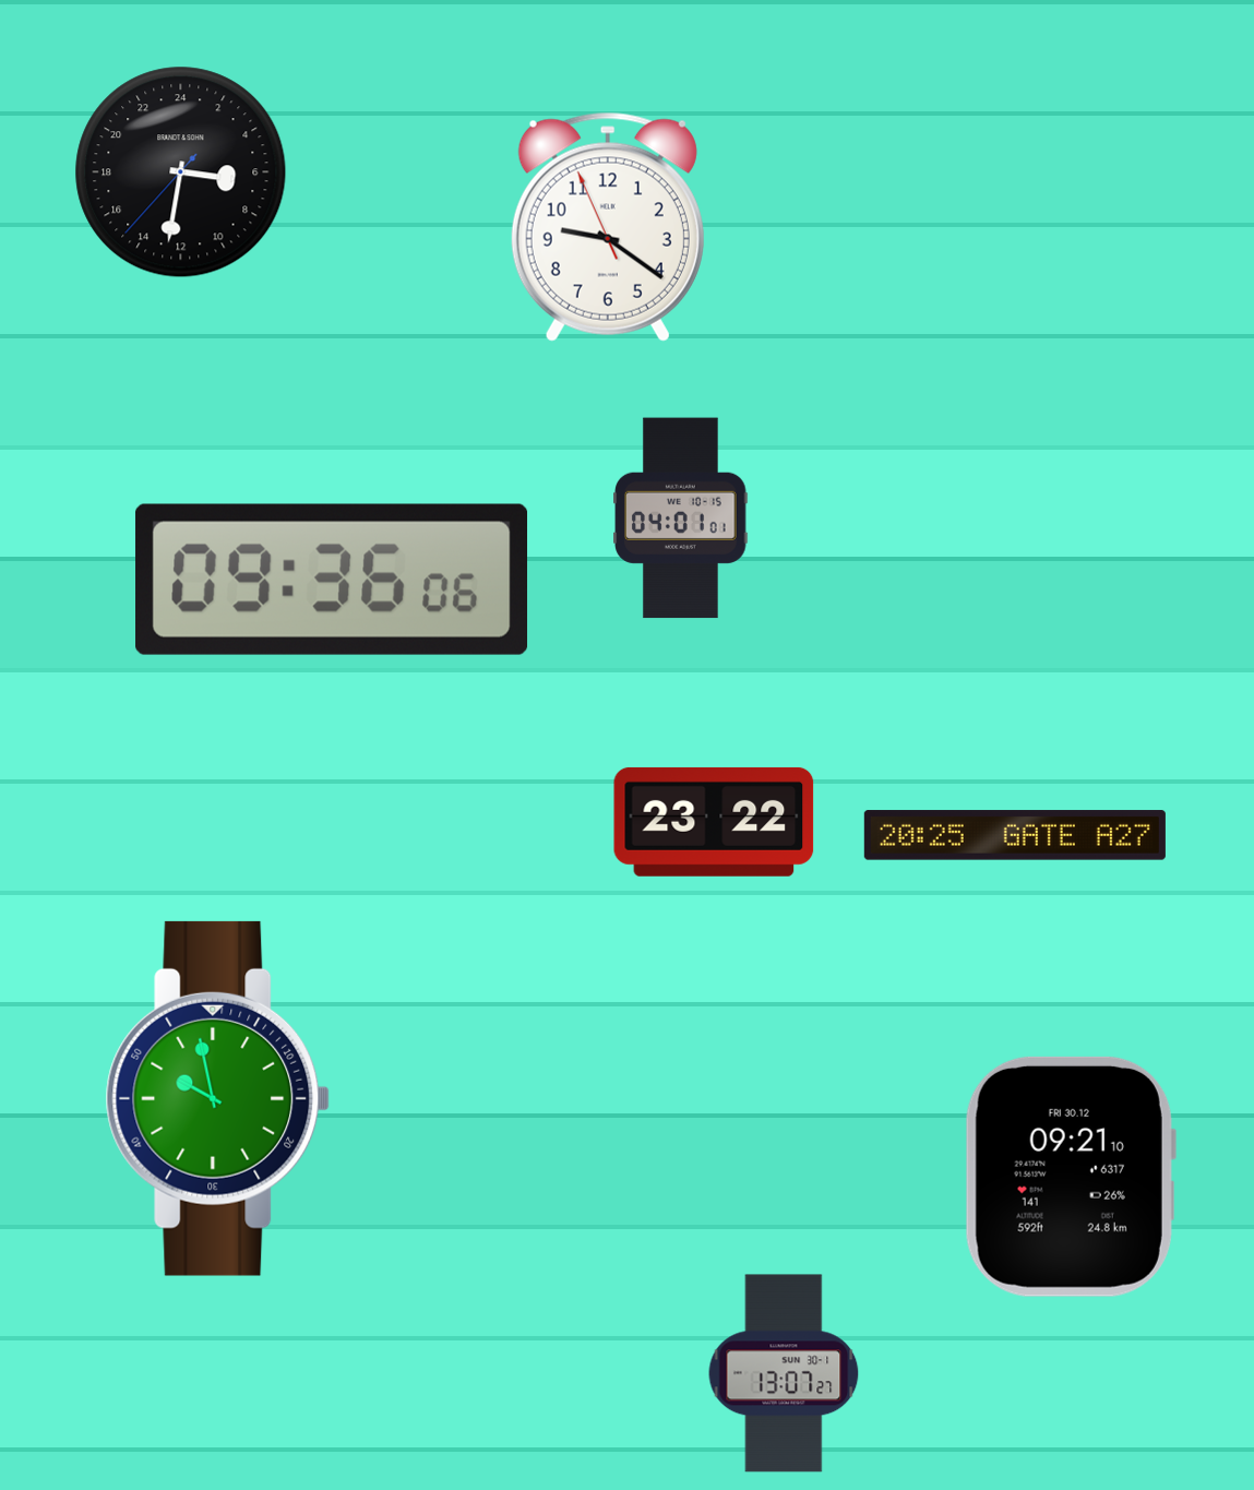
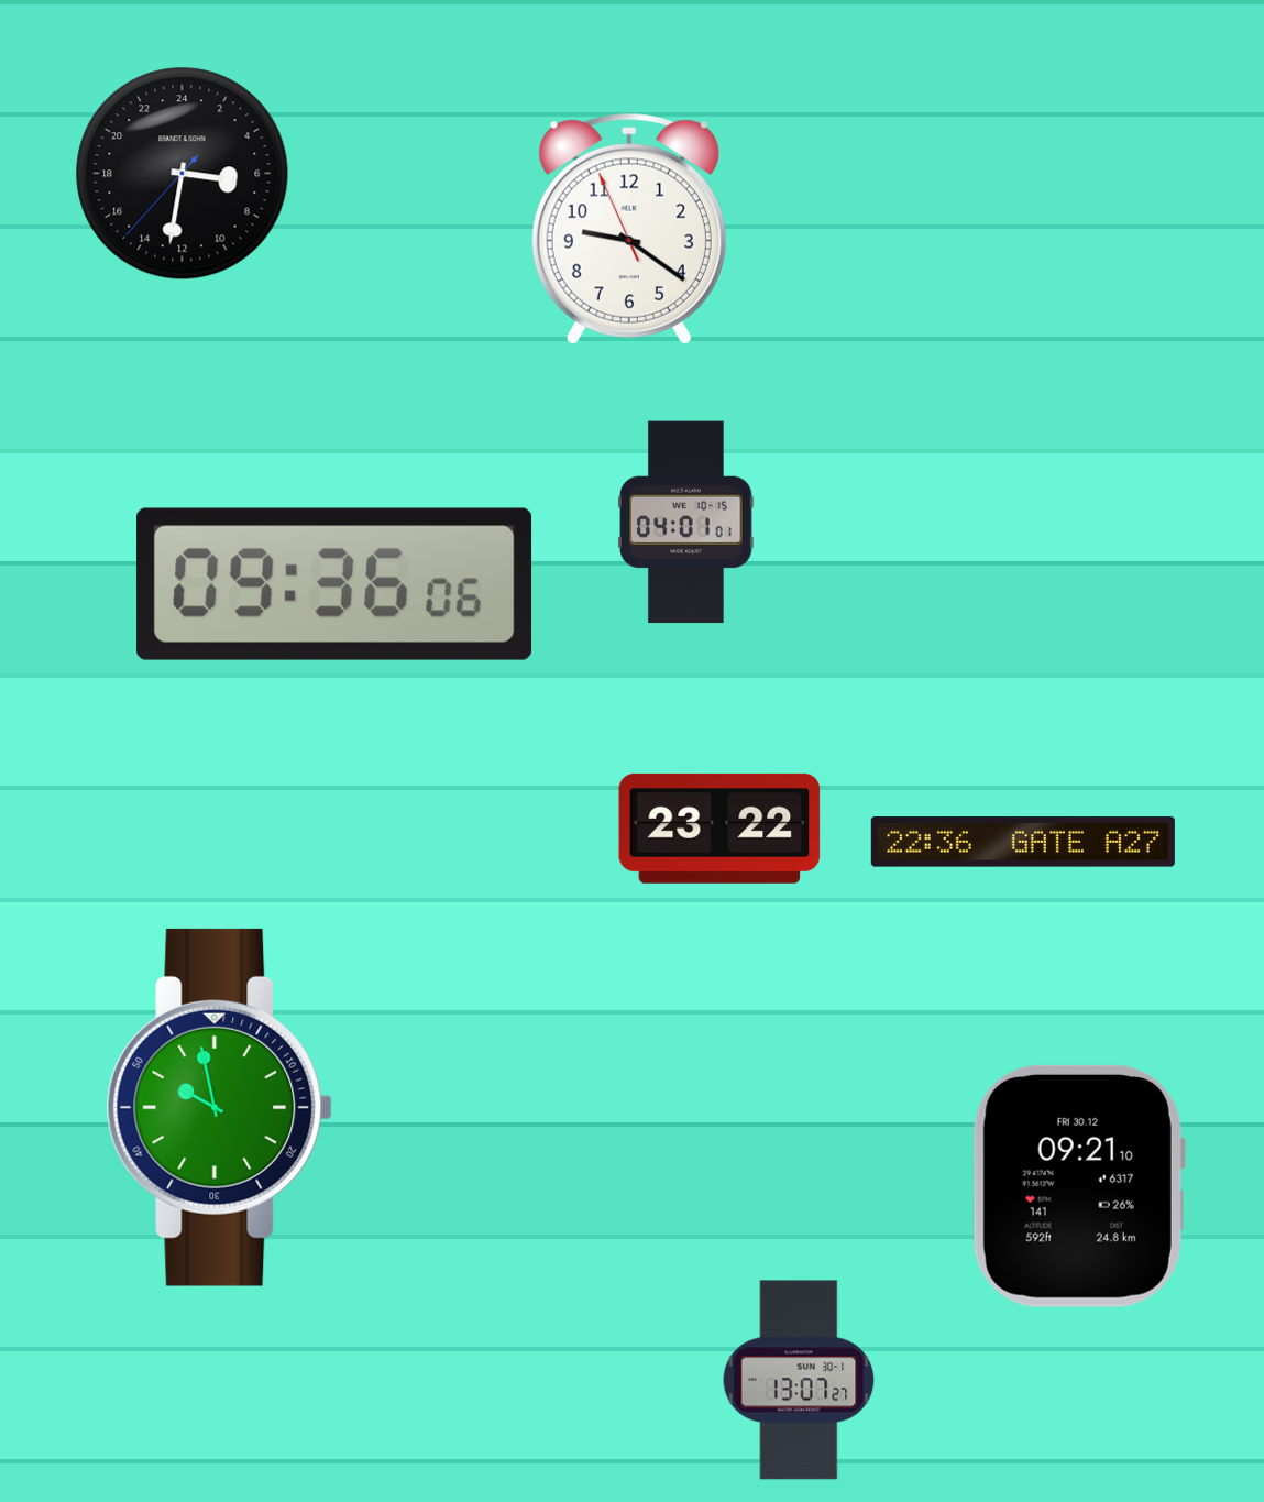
clock at (608, 227) position: (608, 227) -> (629, 229)
clock at (1015, 835): 20:25 -> 22:36
clock at (784, 1373) position: (784, 1373) -> (799, 1380)
